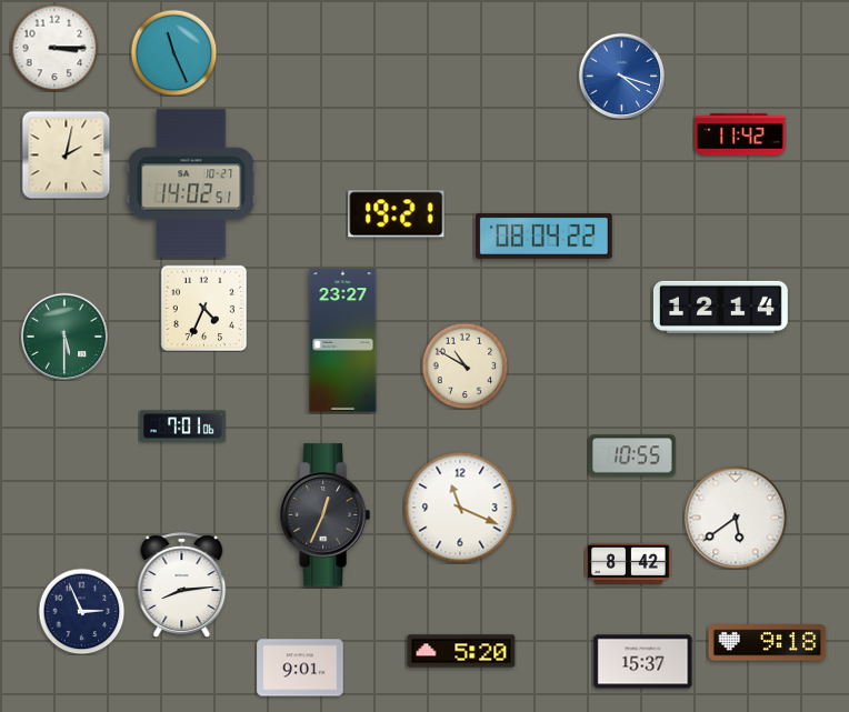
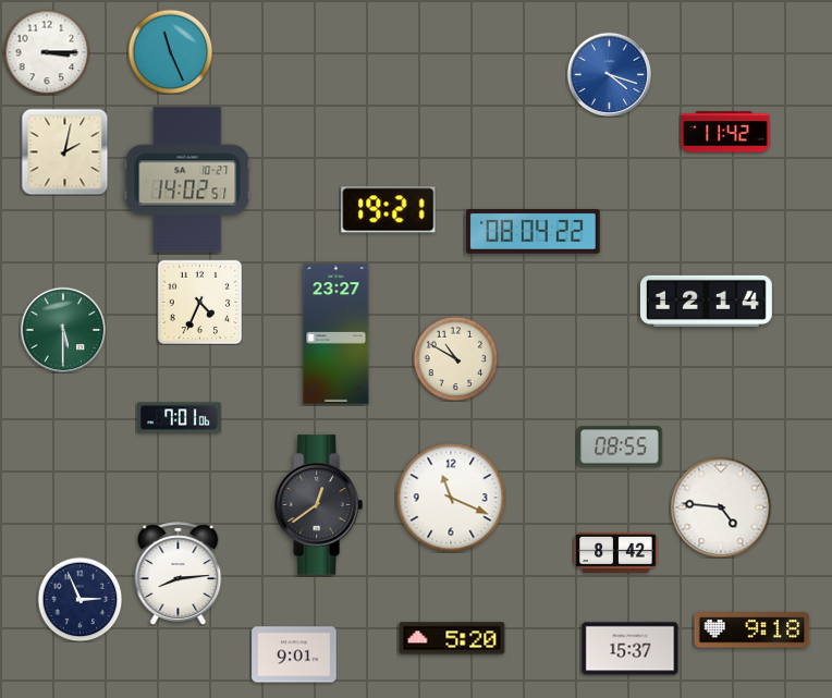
clock at (54, 48) position: (54, 48) -> (47, 52)
clock at (632, 455): 10:55 -> 08:55
clock at (324, 515): 12:34 -> 12:39
clock at (736, 518): 5:39 -> 4:46
